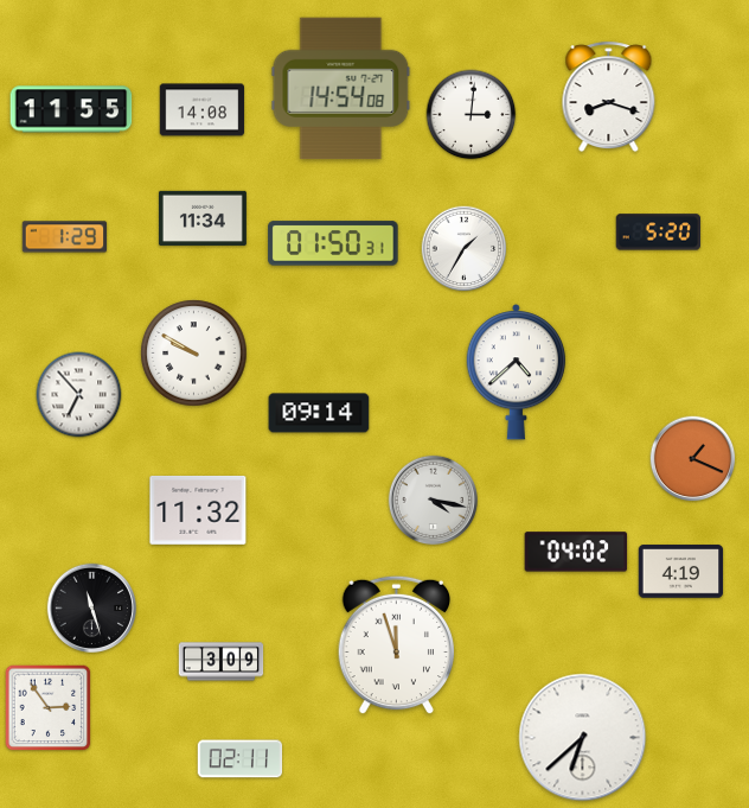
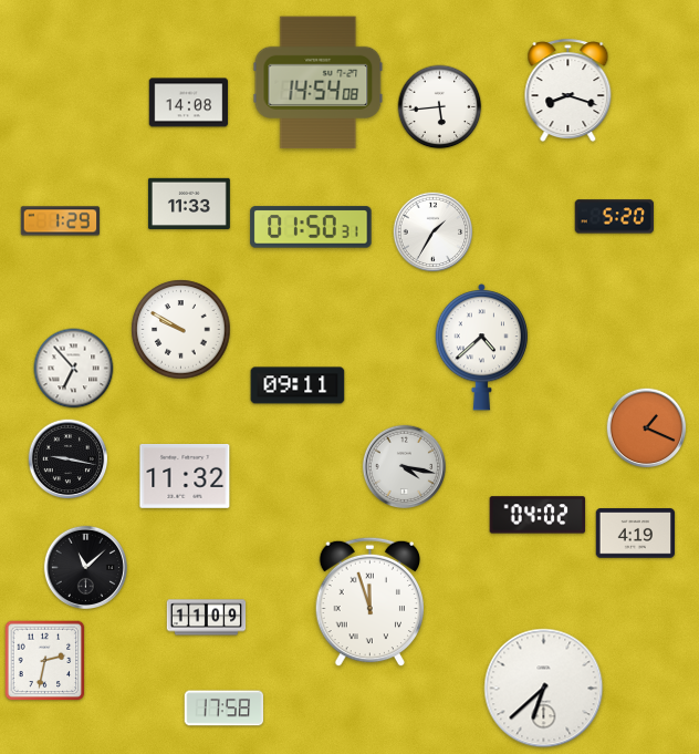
clock at (71, 109): 11:55 -> none
clock at (472, 115): 3:01 -> 5:44
clock at (203, 218): 11:34 -> 11:33
clock at (319, 413): 09:14 -> 09:11
clock at (69, 459): none -> 9:17
clock at (91, 607): 11:27 -> 11:08
clock at (222, 662): 3:09 -> 11:09
clock at (49, 708): 2:54 -> 2:32
clock at (241, 759): 02:11 -> 17:58
